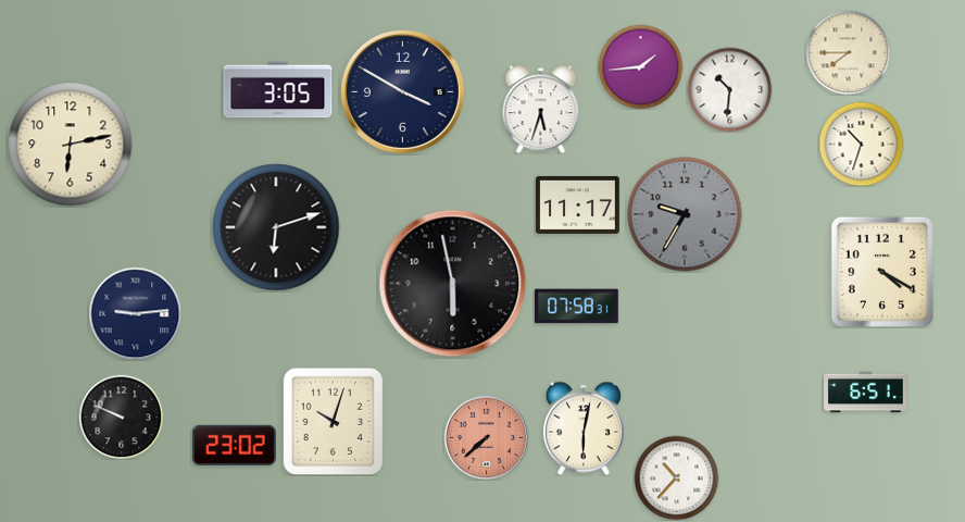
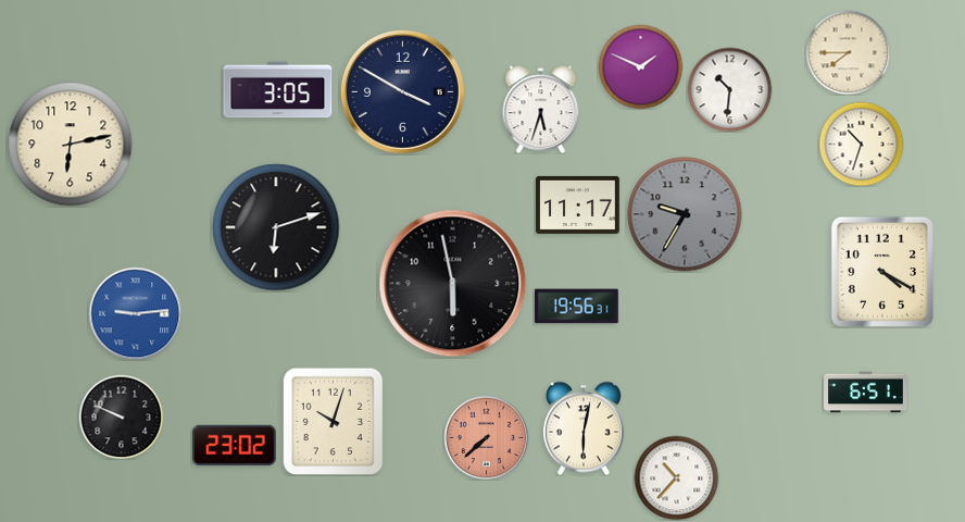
clock at (640, 66): 1:44 -> 1:49
clock at (577, 307): 07:58 -> 19:56
clock at (135, 313) dial: navy -> blue
